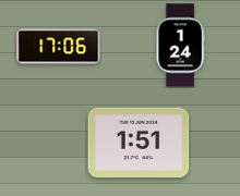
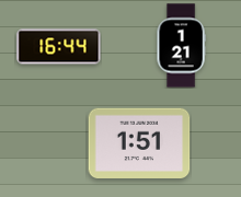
clock at (180, 46): 1:24 -> 1:21
clock at (59, 47): 17:06 -> 16:44
